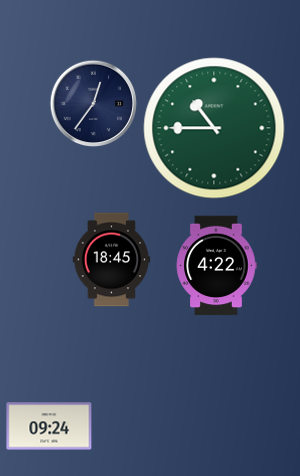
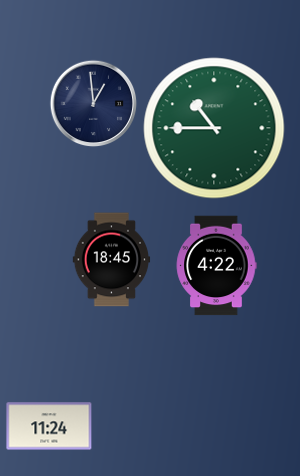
clock at (93, 103): 12:36 -> 12:59
clock at (49, 426): 09:24 -> 11:24
